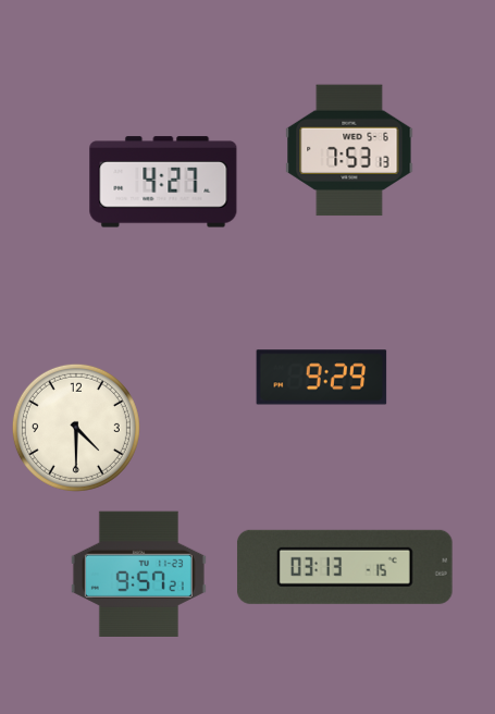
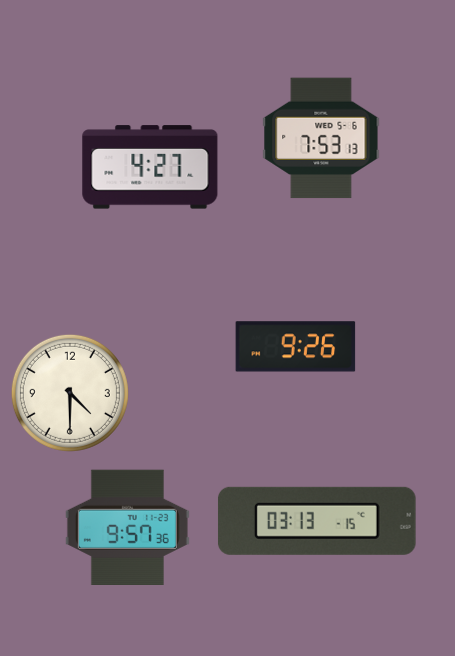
clock at (322, 378): 9:29 -> 9:26
clock at (138, 574): 9:57:21 -> 9:57:36
